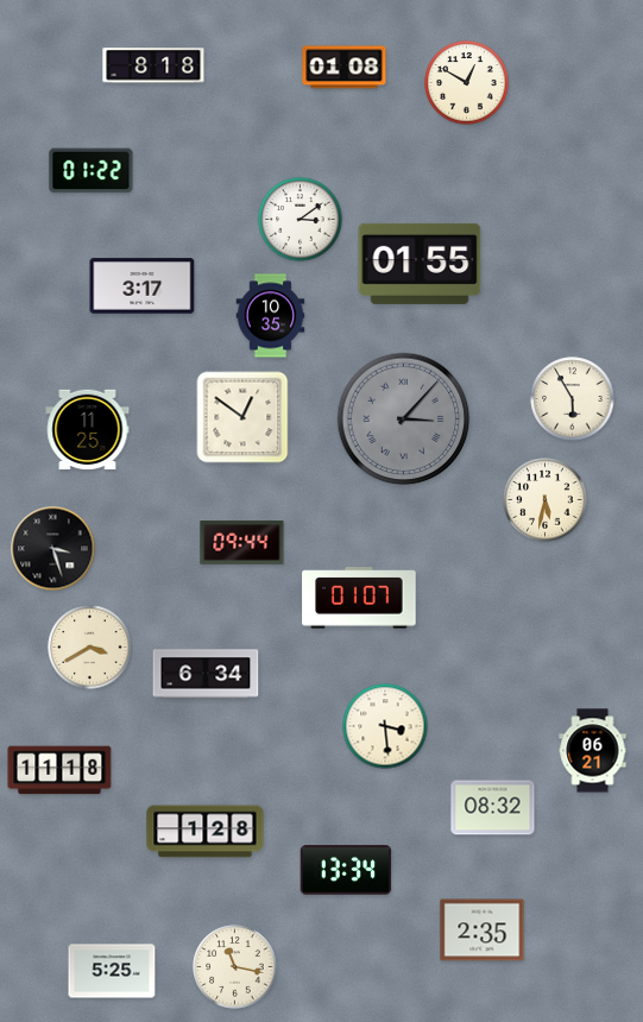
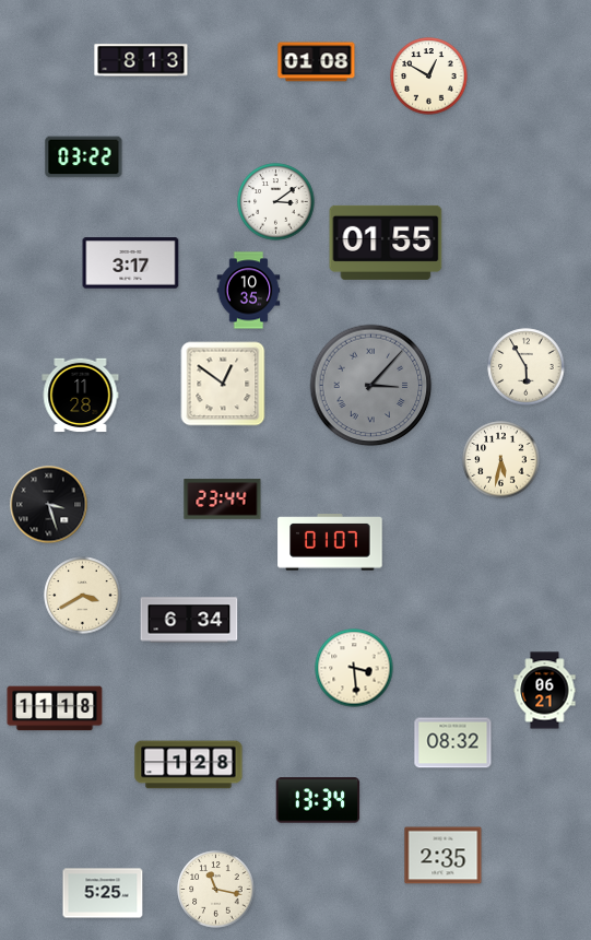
clock at (153, 65): 8:18 -> 8:13
clock at (92, 171): 01:22 -> 03:22
clock at (88, 430): 11:25 -> 11:28
clock at (242, 543): 09:44 -> 23:44
clock at (359, 598) position: (359, 598) -> (330, 542)
